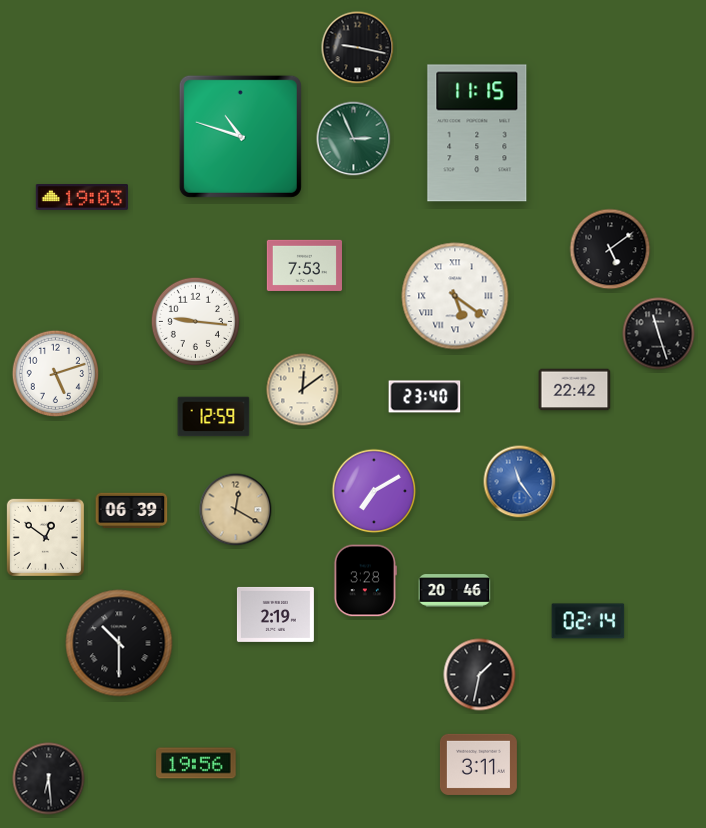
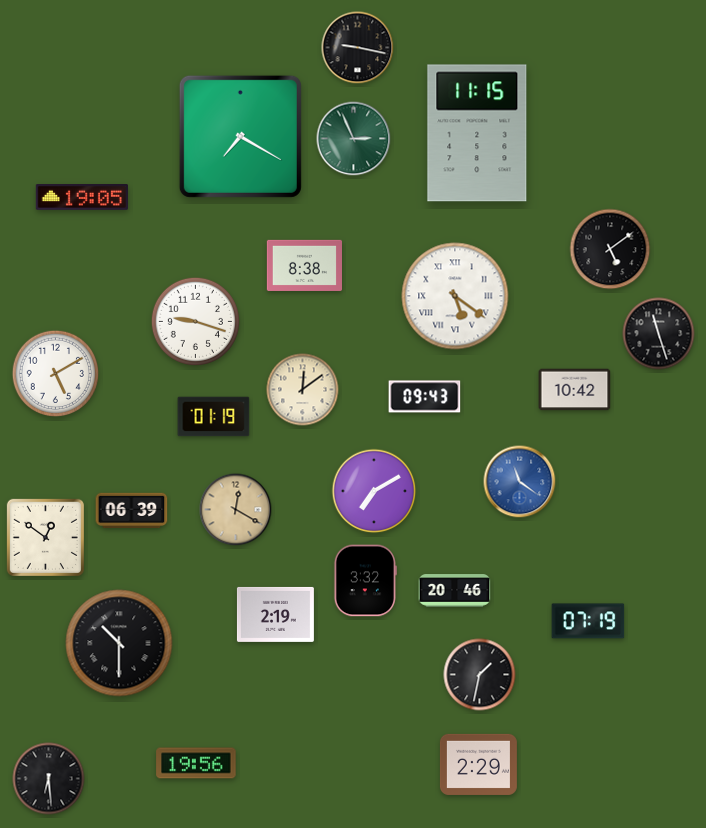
clock at (240, 136): 10:48 -> 7:20
clock at (82, 198): 19:03 -> 19:05
clock at (304, 265): 7:53 -> 8:38
clock at (195, 321): 9:16 -> 9:18
clock at (56, 374): 5:12 -> 5:10
clock at (575, 390): 22:42 -> 10:42
clock at (425, 397): 23:40 -> 09:43
clock at (214, 417): 12:59 -> 01:19
clock at (520, 482): 11:24 -> 11:21
clock at (365, 581): 3:28 -> 3:32
clock at (588, 621): 02:14 -> 07:19
clock at (478, 764): 3:11 -> 2:29
